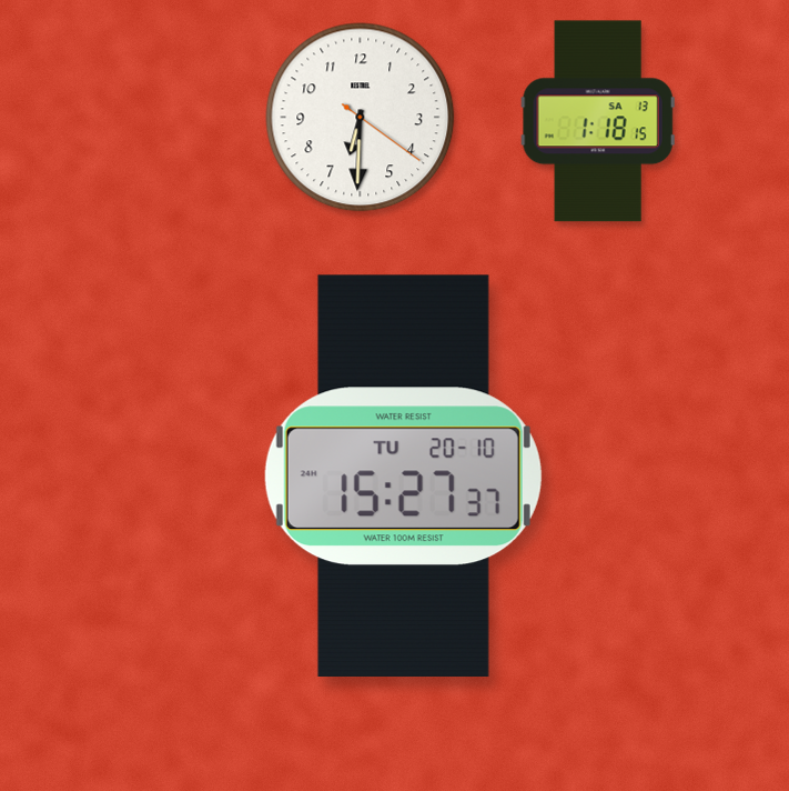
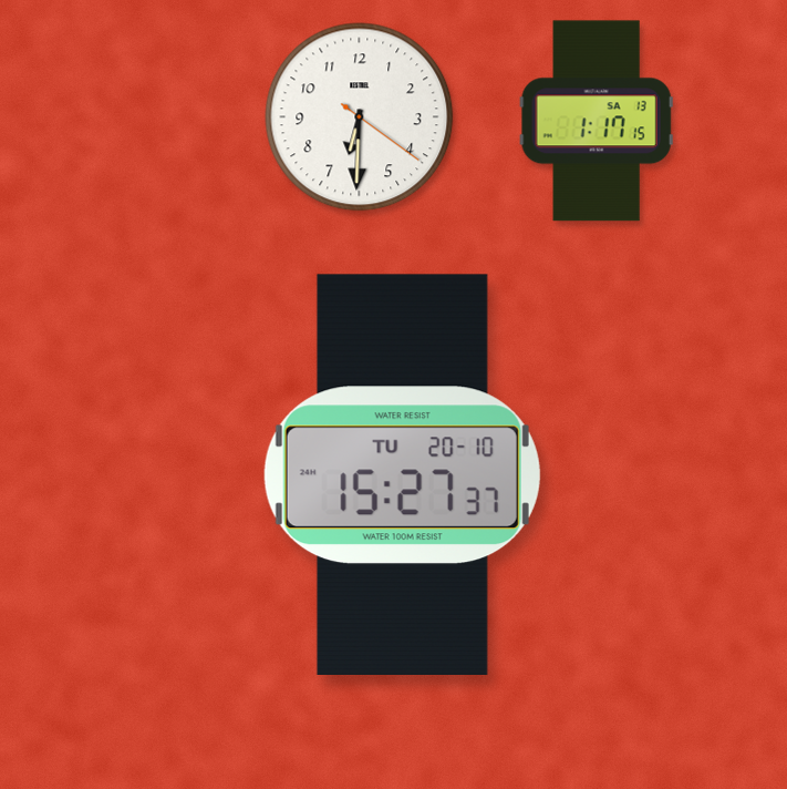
clock at (598, 121): 1:18 -> 1:17
